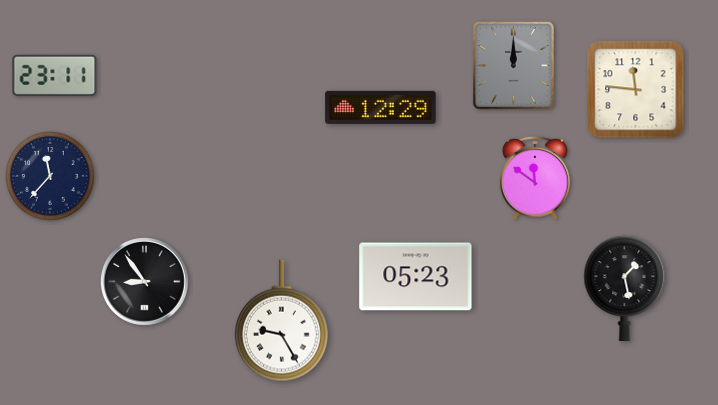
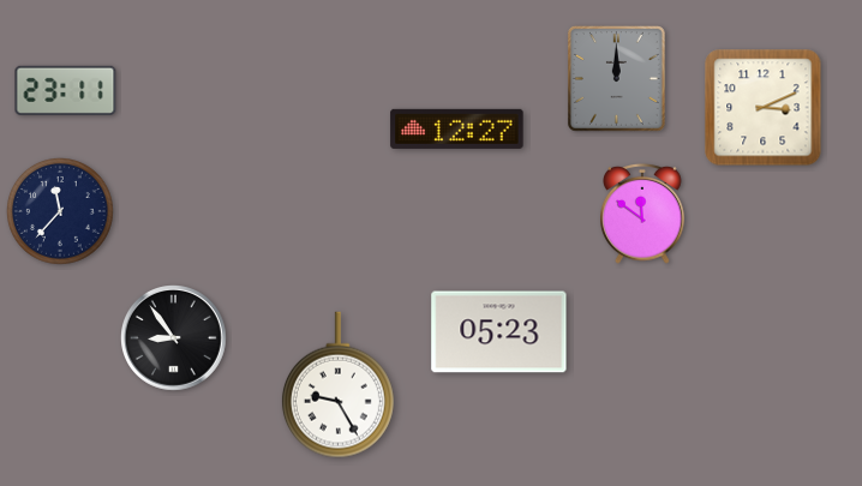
clock at (636, 90): 11:46 -> 3:11
clock at (381, 107): 12:29 -> 12:27
clock at (625, 288): 1:28 -> none
